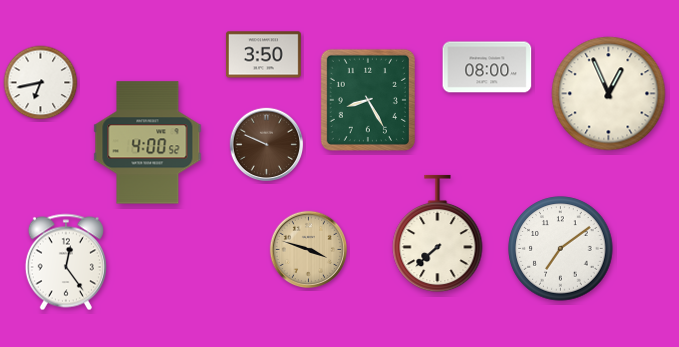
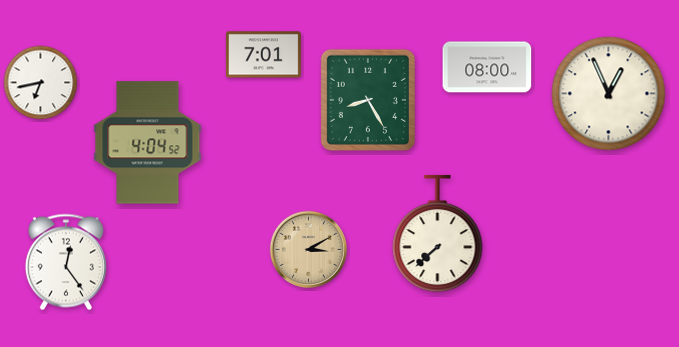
clock at (263, 55): 3:50 -> 7:01
clock at (148, 143): 4:00 -> 4:04
clock at (267, 145): 9:49 -> none
clock at (561, 249): 7:09 -> none
clock at (309, 250): 3:48 -> 3:10
